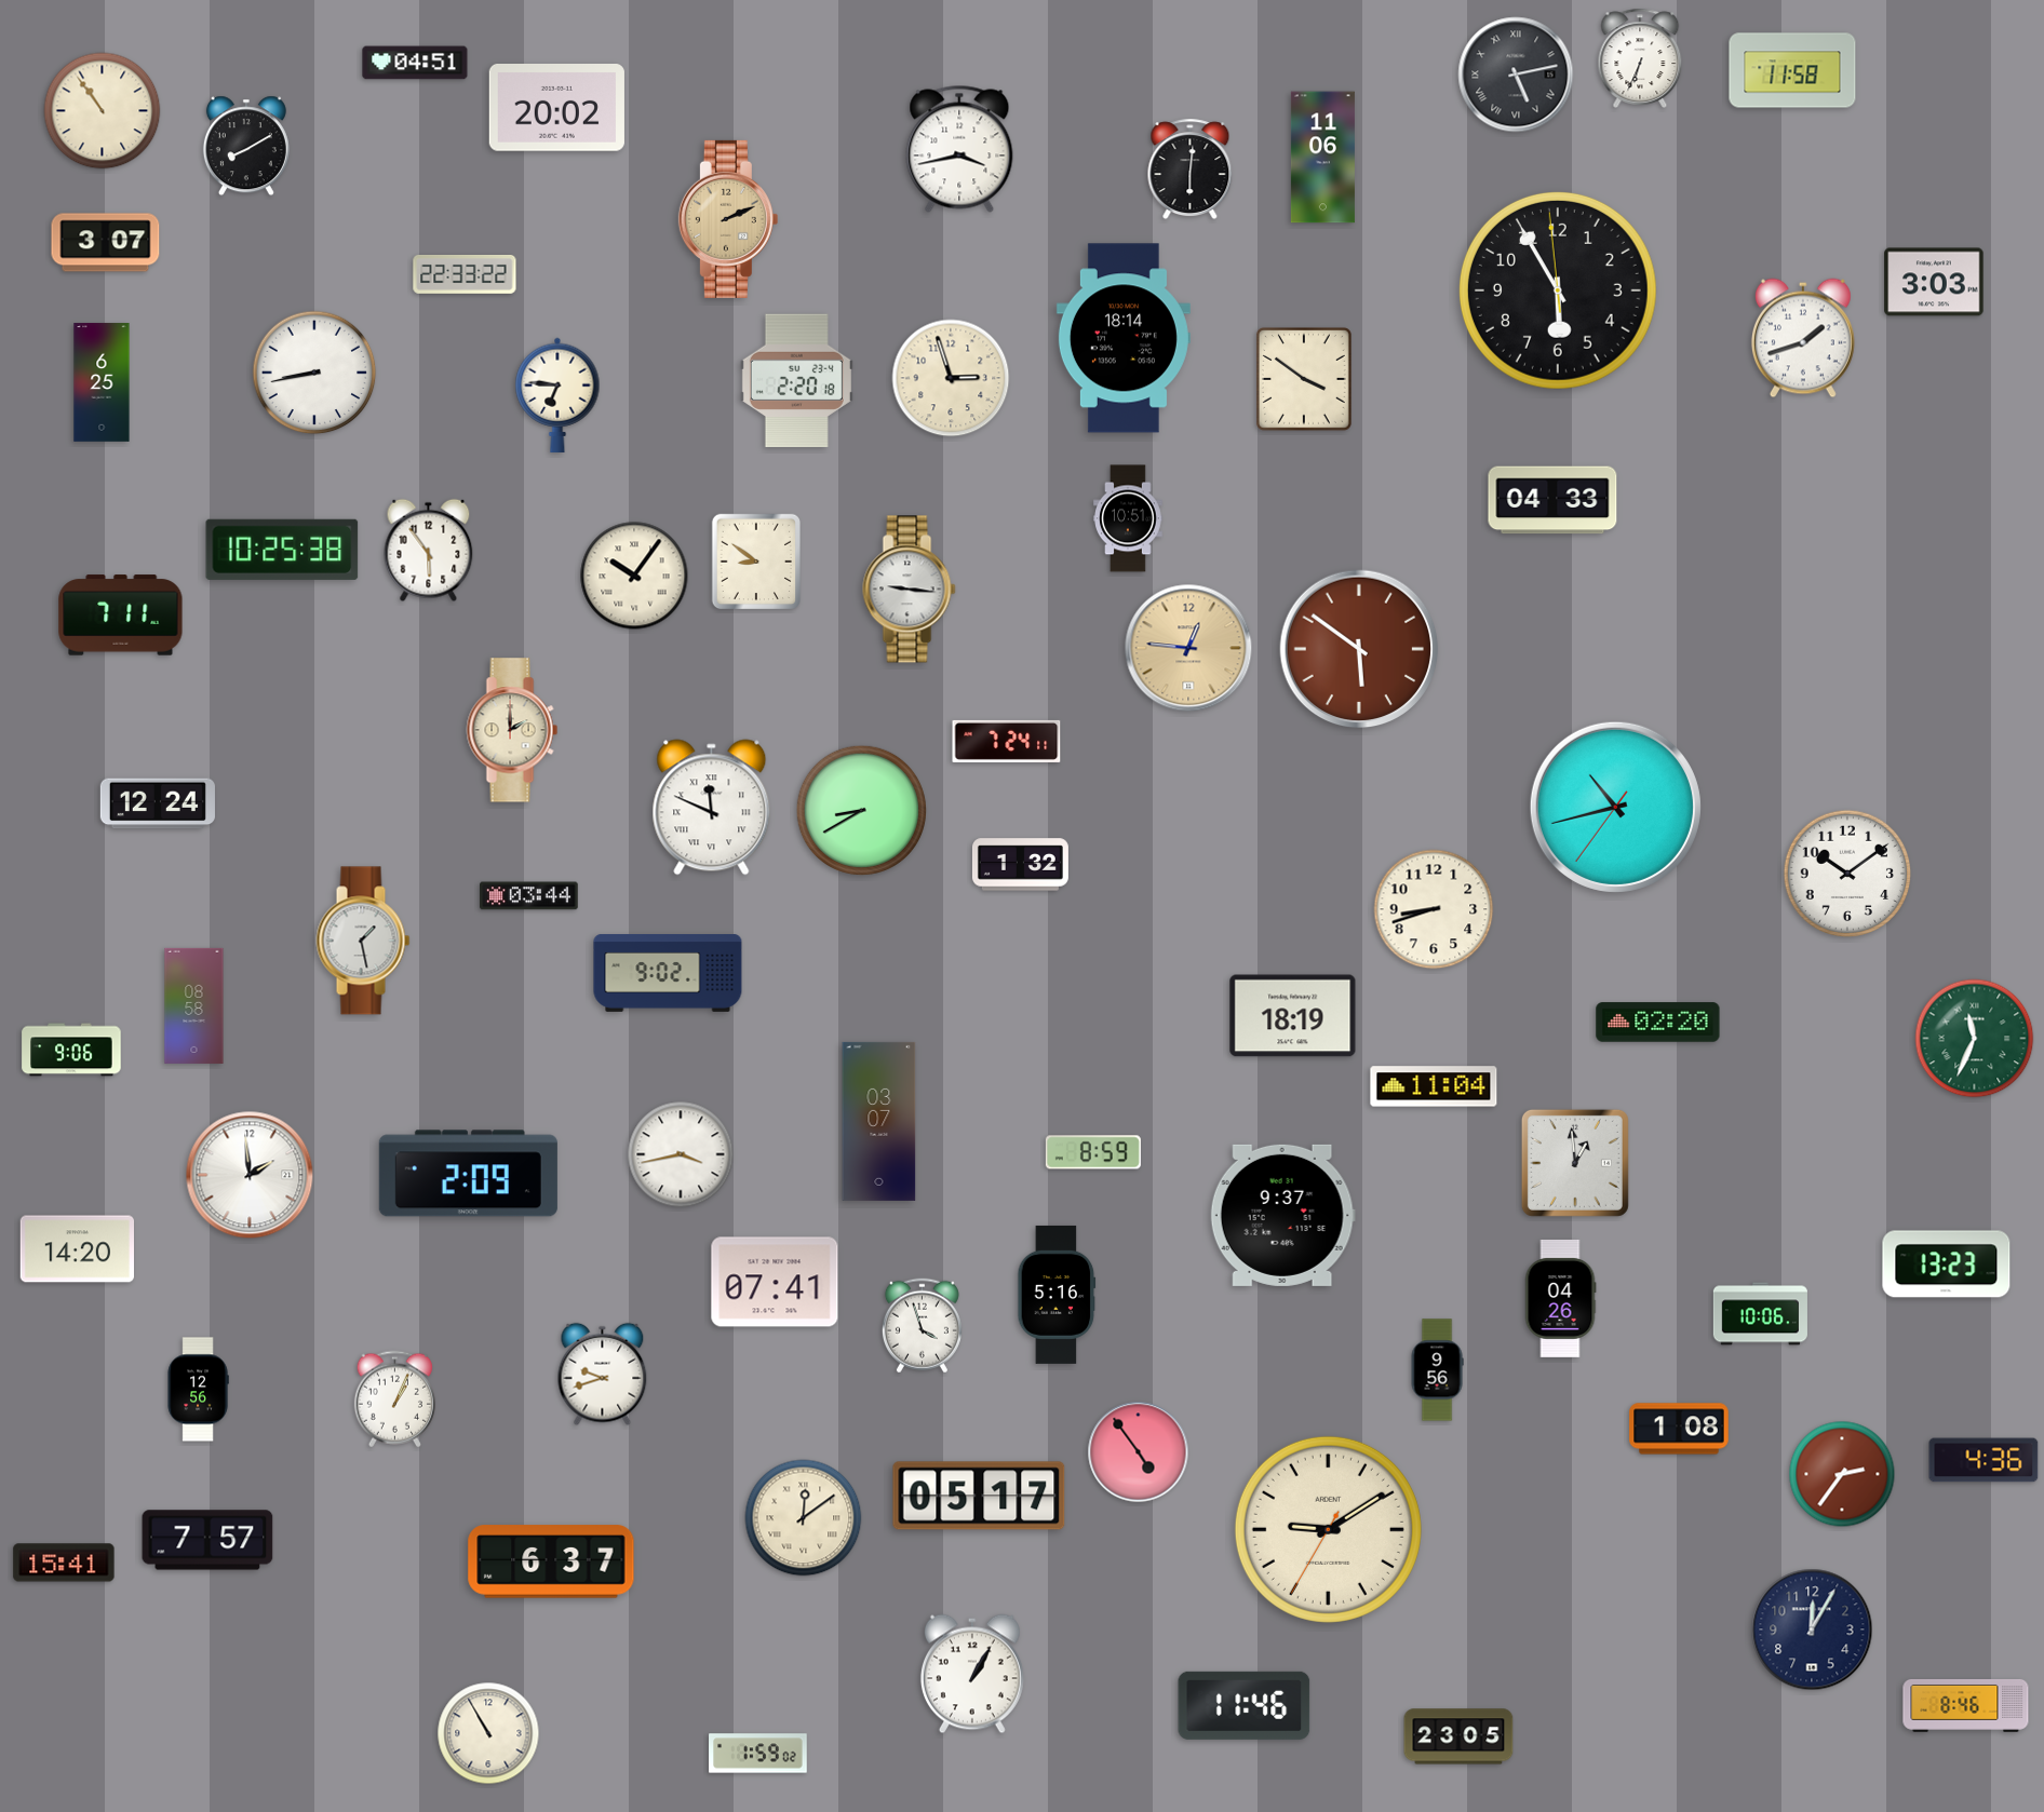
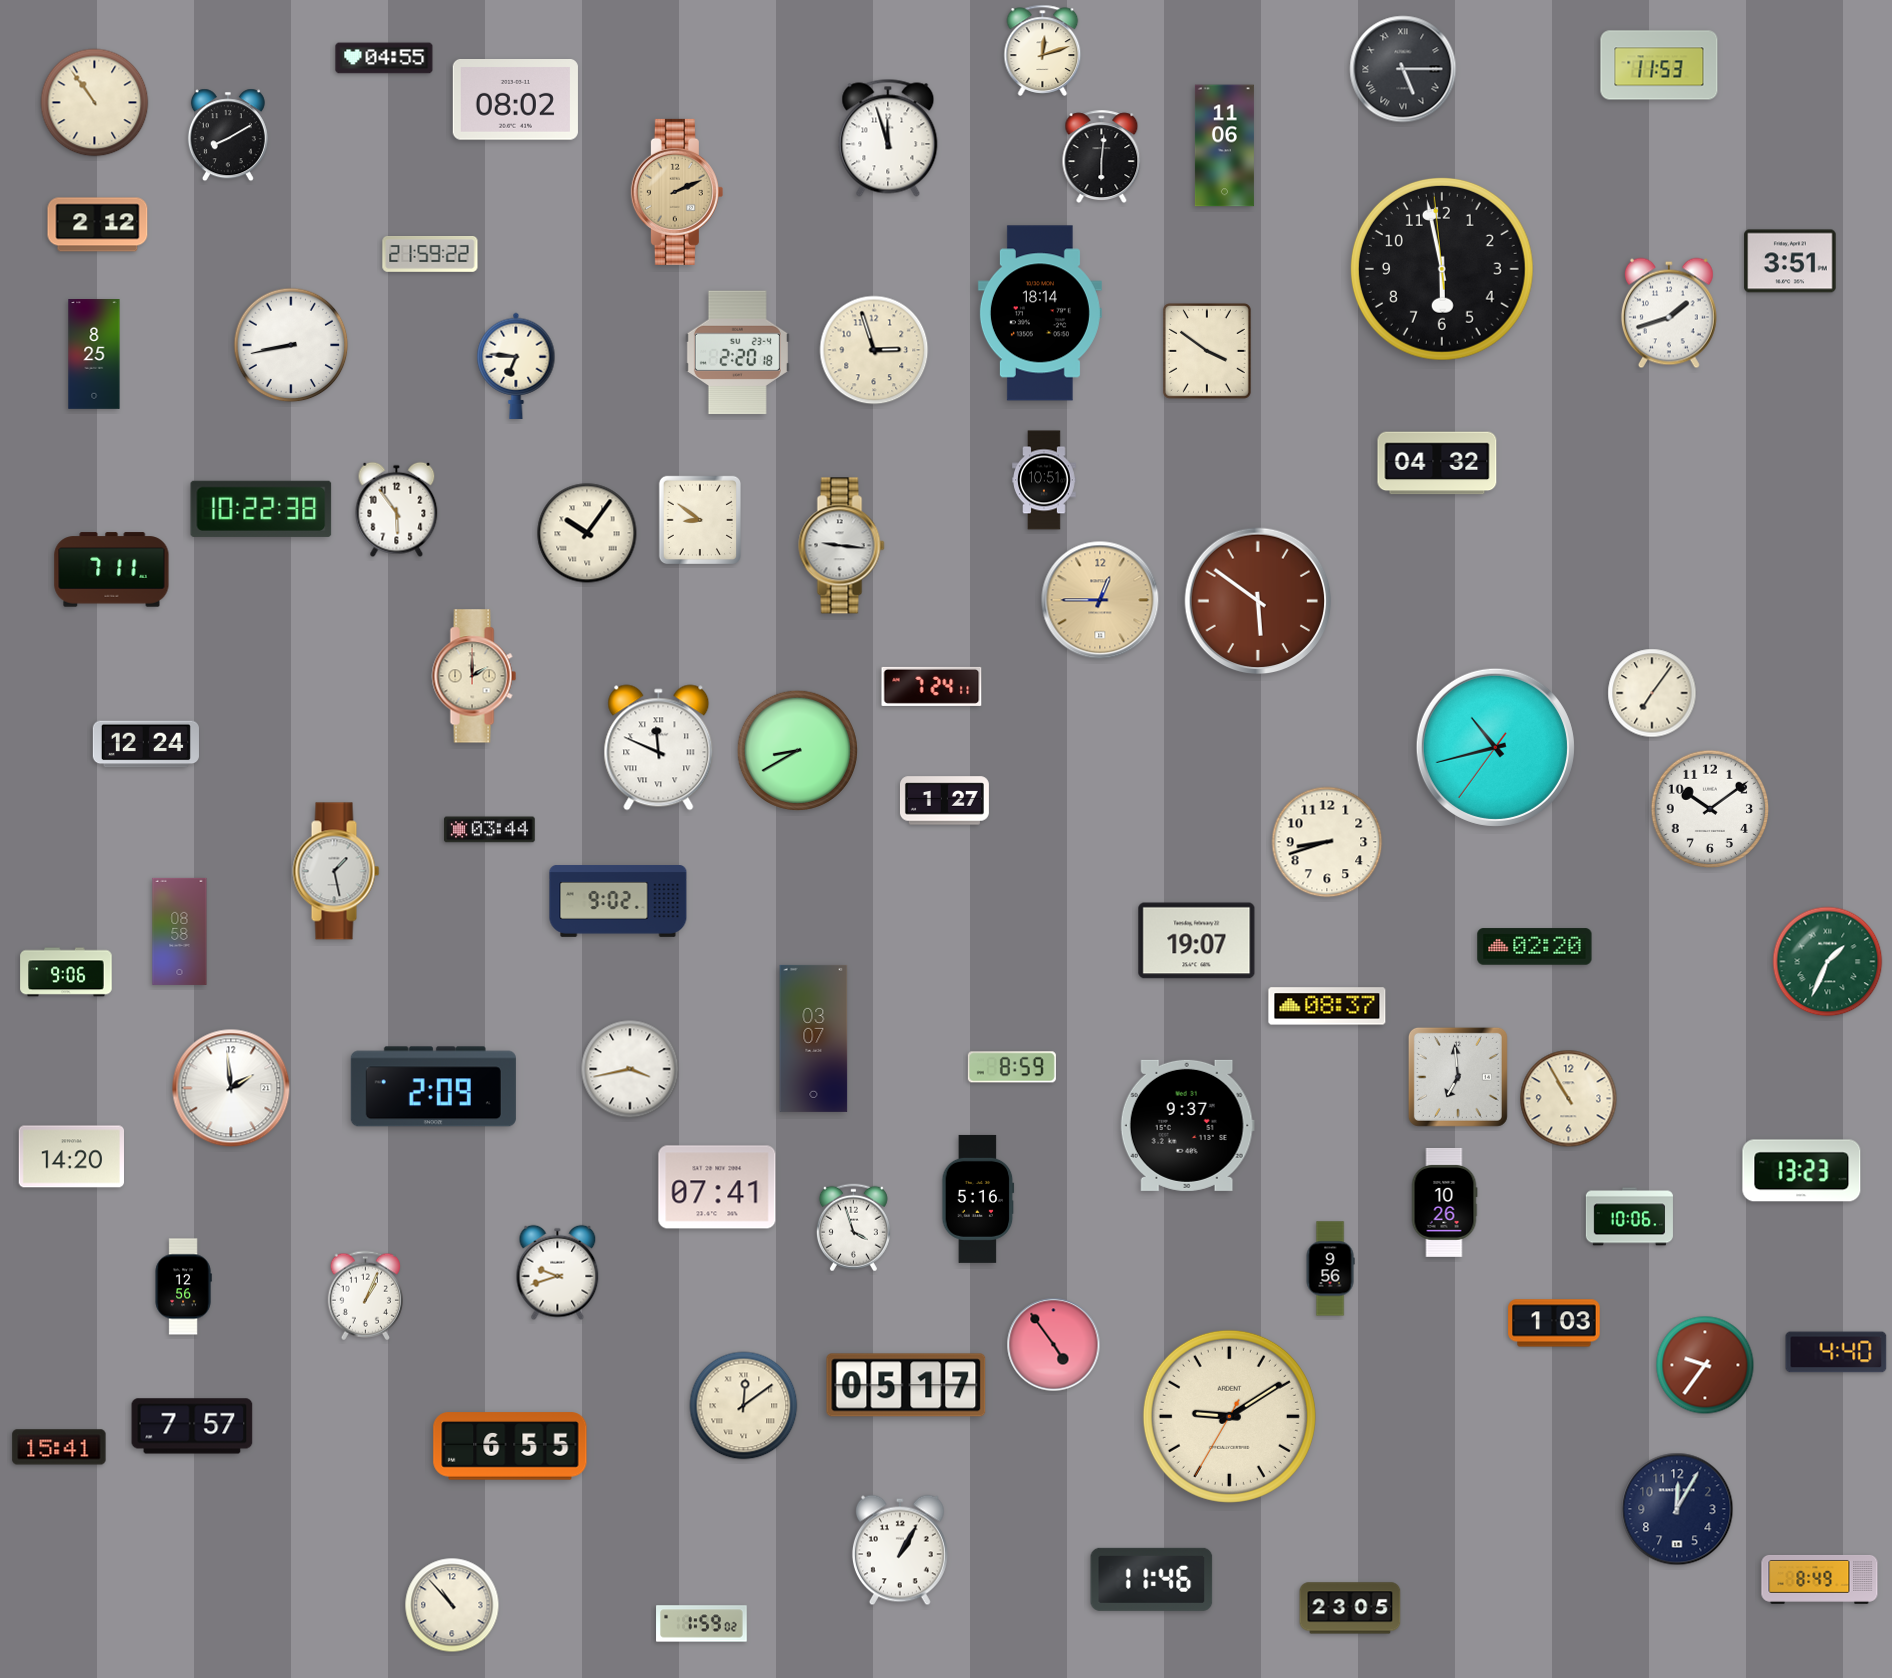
clock at (1043, 50): none -> 12:12
clock at (1640, 58): 6:34 -> none
clock at (415, 63): 04:51 -> 04:55
clock at (1792, 70): 11:58 -> 11:53
clock at (1516, 75): 5:13 -> 5:15
clock at (556, 108): 20:02 -> 08:02
clock at (959, 149): 3:43 -> 11:57
clock at (728, 219) position: (728, 219) -> (677, 192)
clock at (106, 243): 3:07 -> 2:12
clock at (465, 275): 22:33 -> 21:59
clock at (1934, 282): 3:03 -> 3:51
clock at (1558, 290): 5:54 -> 5:57
clock at (951, 378) position: (951, 378) -> (874, 350)
clock at (102, 382): 6:25 -> 8:25
clock at (1552, 500): 04:33 -> 04:32
clock at (282, 550): 10:25 -> 10:22
clock at (1188, 648): 12:46 -> 12:45
clock at (1652, 693): none -> 7:06
clock at (1020, 865): 1:32 -> 1:27
clock at (1293, 1016): 18:19 -> 19:07
clock at (1975, 1039): 11:34 -> 1:34
clock at (1434, 1086): 11:04 -> 08:37
clock at (1575, 1163): 12:59 -> 6:59
clock at (1569, 1099): none -> 10:55
clock at (1560, 1298): 04:26 -> 10:26
clock at (1679, 1429): 1:08 -> 1:03
clock at (1984, 1460): 4:36 -> 4:40
clock at (1842, 1474): 2:36 -> 9:36
clock at (551, 1561): 6:37 -> 6:55
clock at (1966, 1705): 8:46 -> 8:49
clock at (488, 1733): 10:55 -> 10:53
